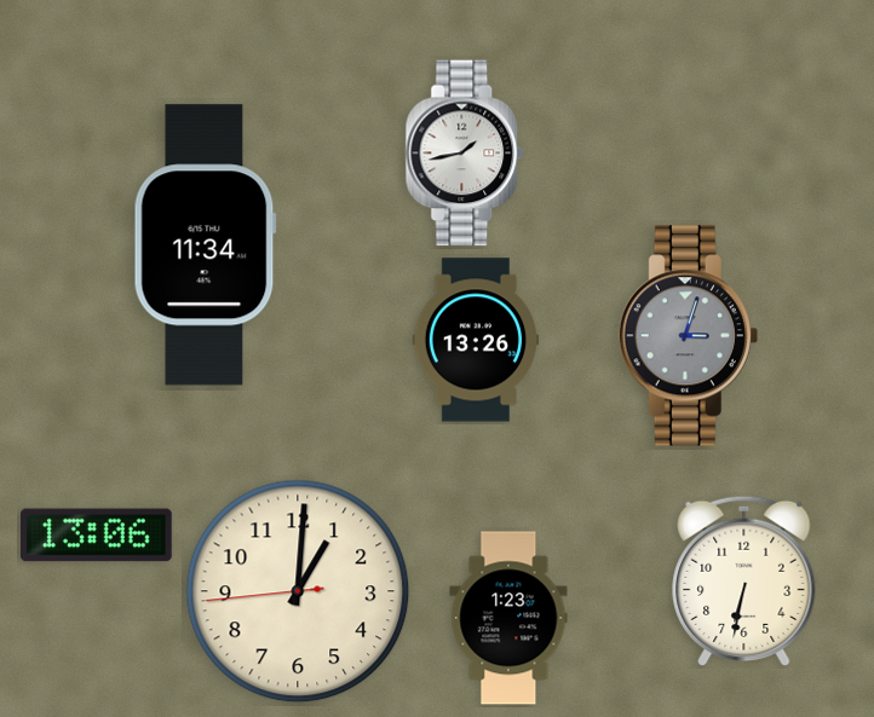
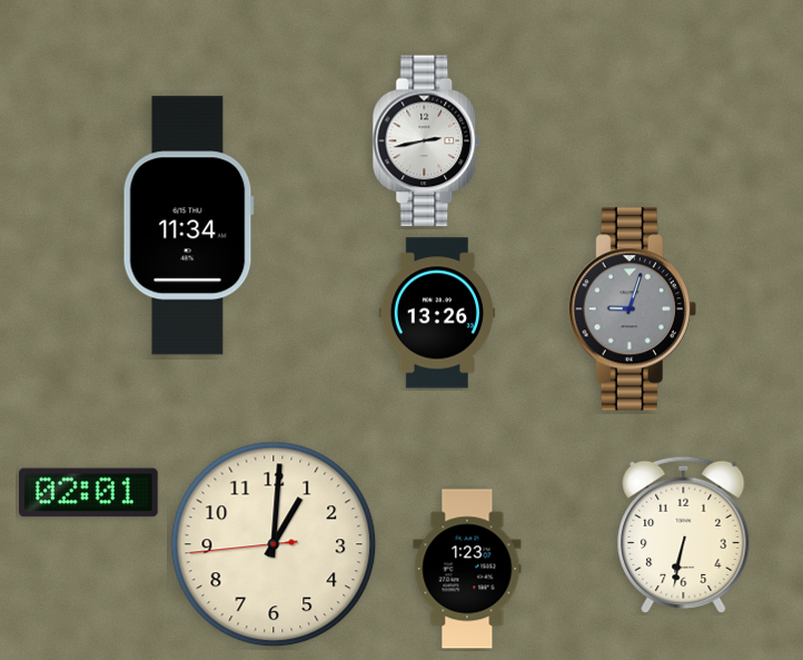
clock at (465, 154): 1:43 -> 2:43
clock at (688, 336): 3:03 -> 9:03
clock at (97, 536): 13:06 -> 02:01
